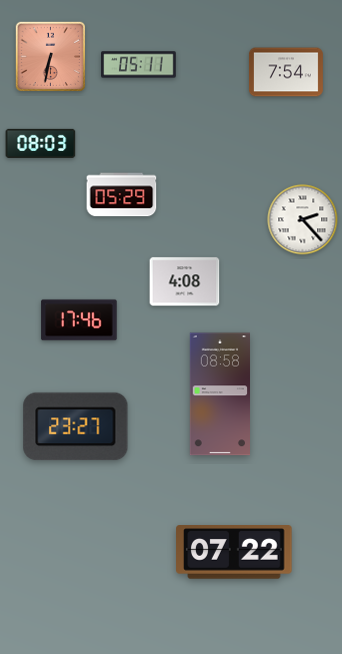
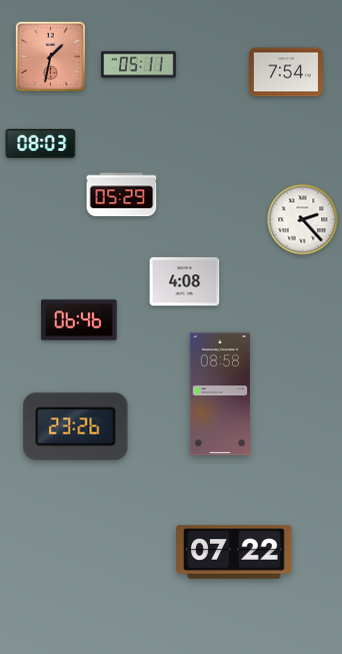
clock at (50, 56): 6:32 -> 1:32
clock at (79, 320): 17:46 -> 06:46
clock at (76, 427): 23:27 -> 23:26
